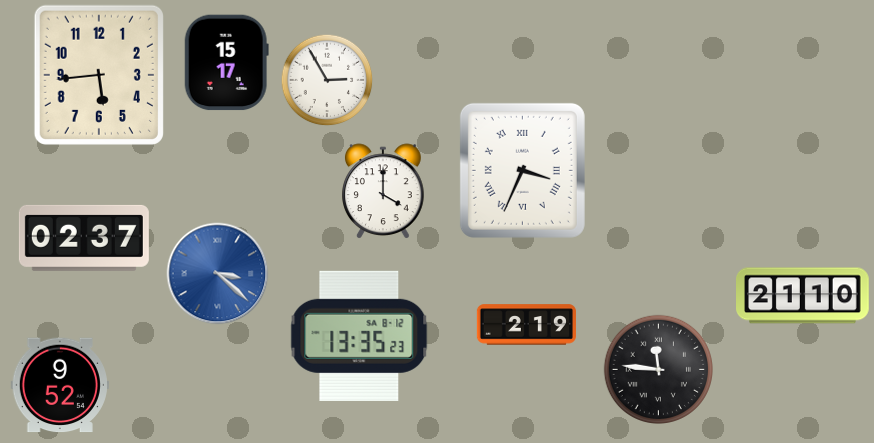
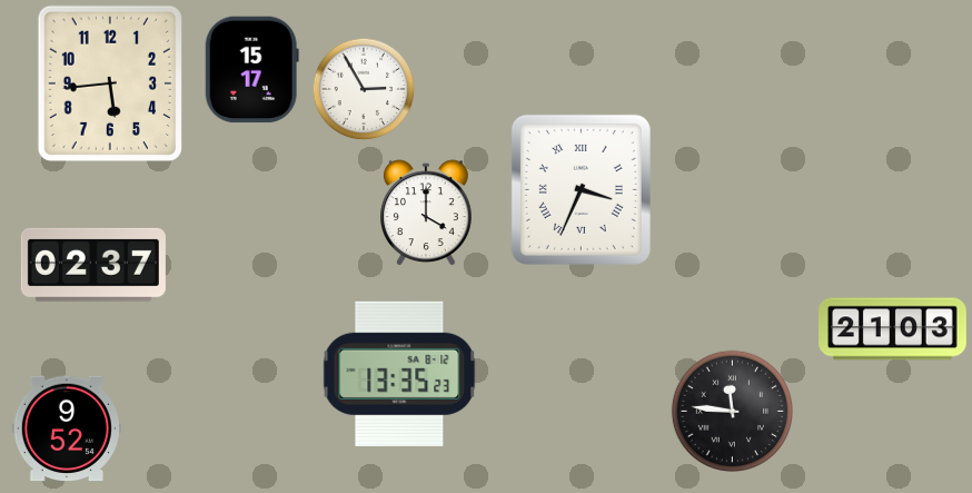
clock at (218, 274): 3:22 -> none
clock at (803, 296): 21:10 -> 21:03
clock at (526, 325): 2:19 -> none
